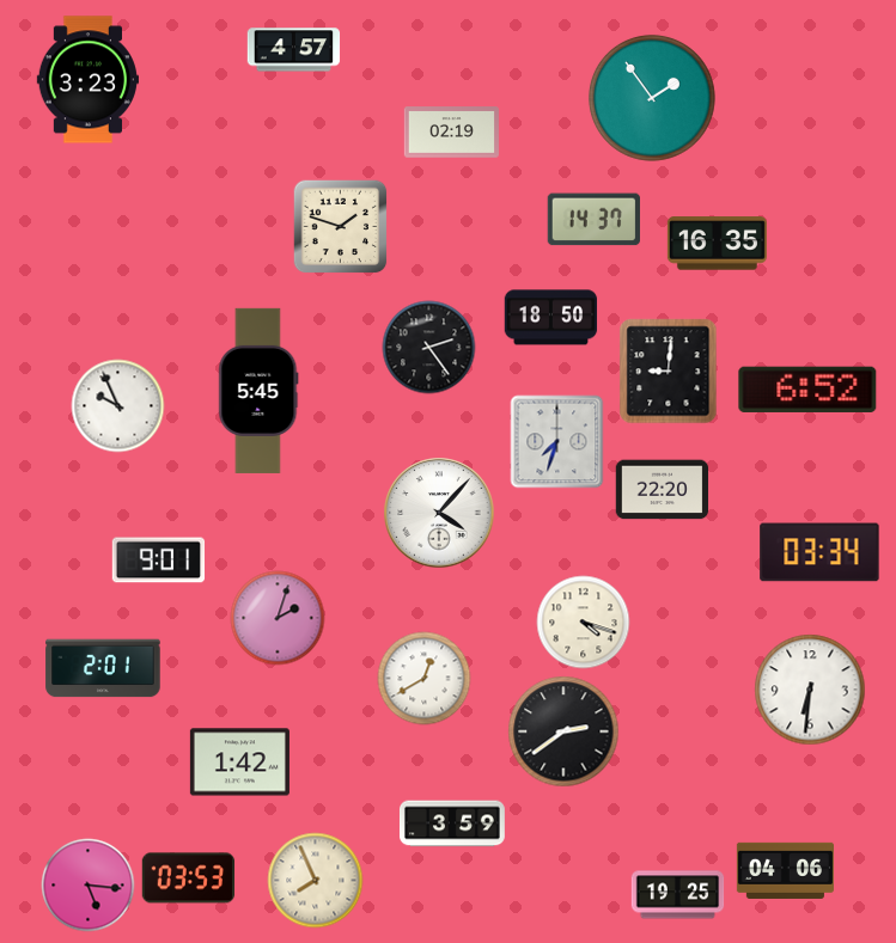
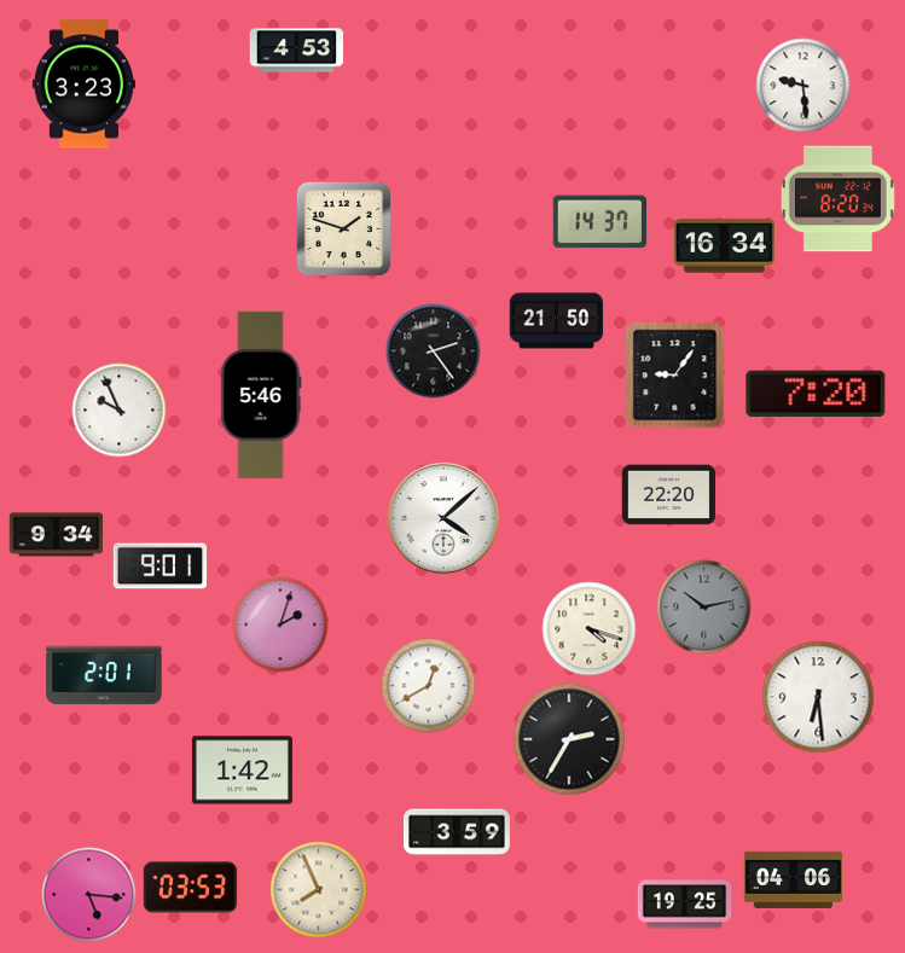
clock at (293, 50): 4:57 -> 4:53
clock at (87, 80) position: (87, 80) -> (83, 85)
clock at (802, 85): none -> 9:29
clock at (652, 98): 1:54 -> none
clock at (451, 133): 02:19 -> none
clock at (837, 199): none -> 8:20
clock at (717, 244): 16:35 -> 16:34
clock at (550, 318): 18:50 -> 21:50
clock at (669, 371): 9:01 -> 9:06
clock at (807, 388): 6:52 -> 7:20
clock at (258, 391): 5:45 -> 5:46
clock at (556, 441): 7:33 -> none
clock at (439, 513): 4:07 -> 4:08
clock at (56, 535): none -> 9:34
clock at (819, 552): 03:34 -> none
clock at (703, 606): none -> 10:13
clock at (810, 690): 6:31 -> 6:29
clock at (563, 731): 2:39 -> 2:35
